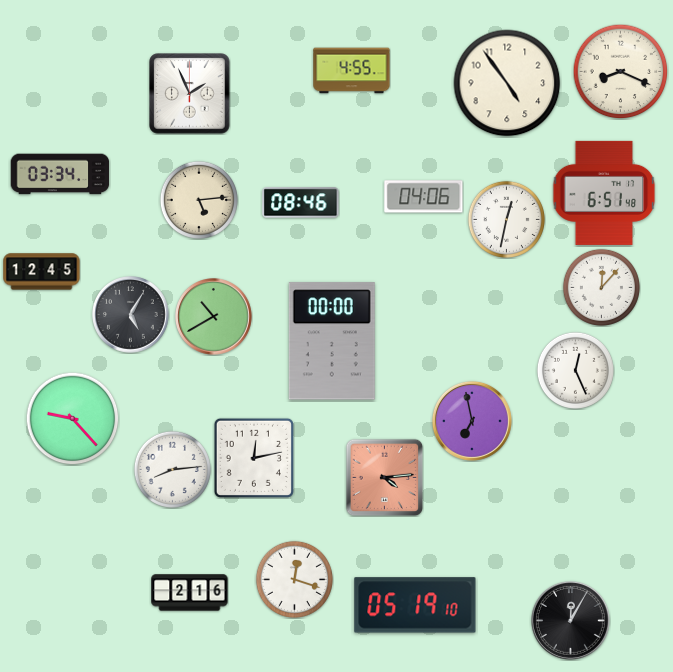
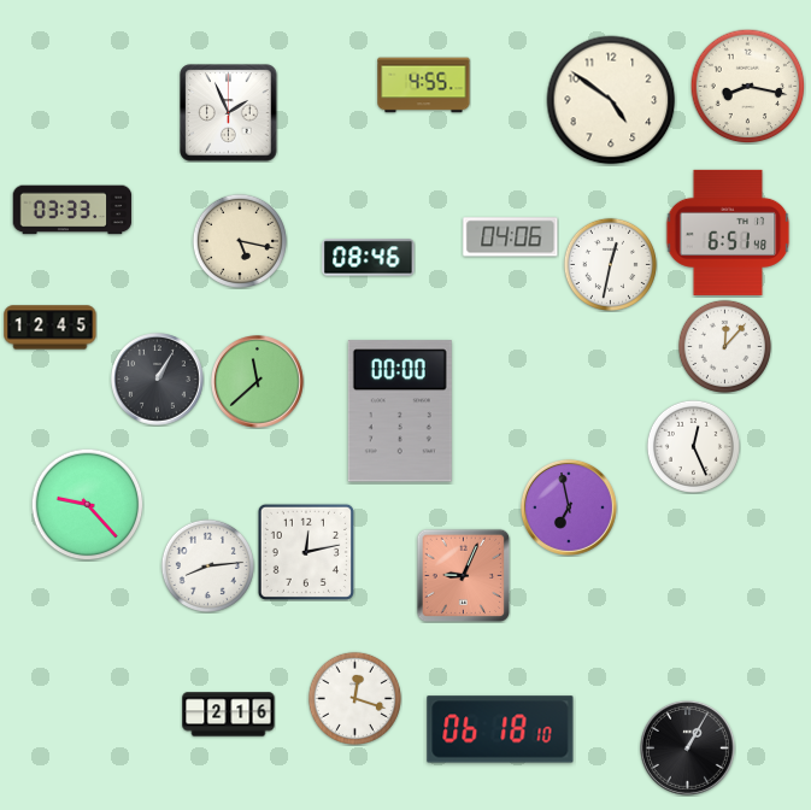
clock at (620, 71): 8:19 -> 8:17
clock at (507, 83): 4:54 -> 4:51
clock at (60, 174): 03:34 -> 03:33
clock at (199, 200): 5:14 -> 5:17
clock at (301, 203) position: (301, 203) -> (369, 258)
clock at (131, 315): 5:05 -> 1:05
clock at (214, 317): 10:40 -> 11:38
clock at (384, 477): 4:14 -> 9:04
clock at (415, 605): 05:19 -> 06:18
clock at (570, 620): 12:05 -> 1:05
